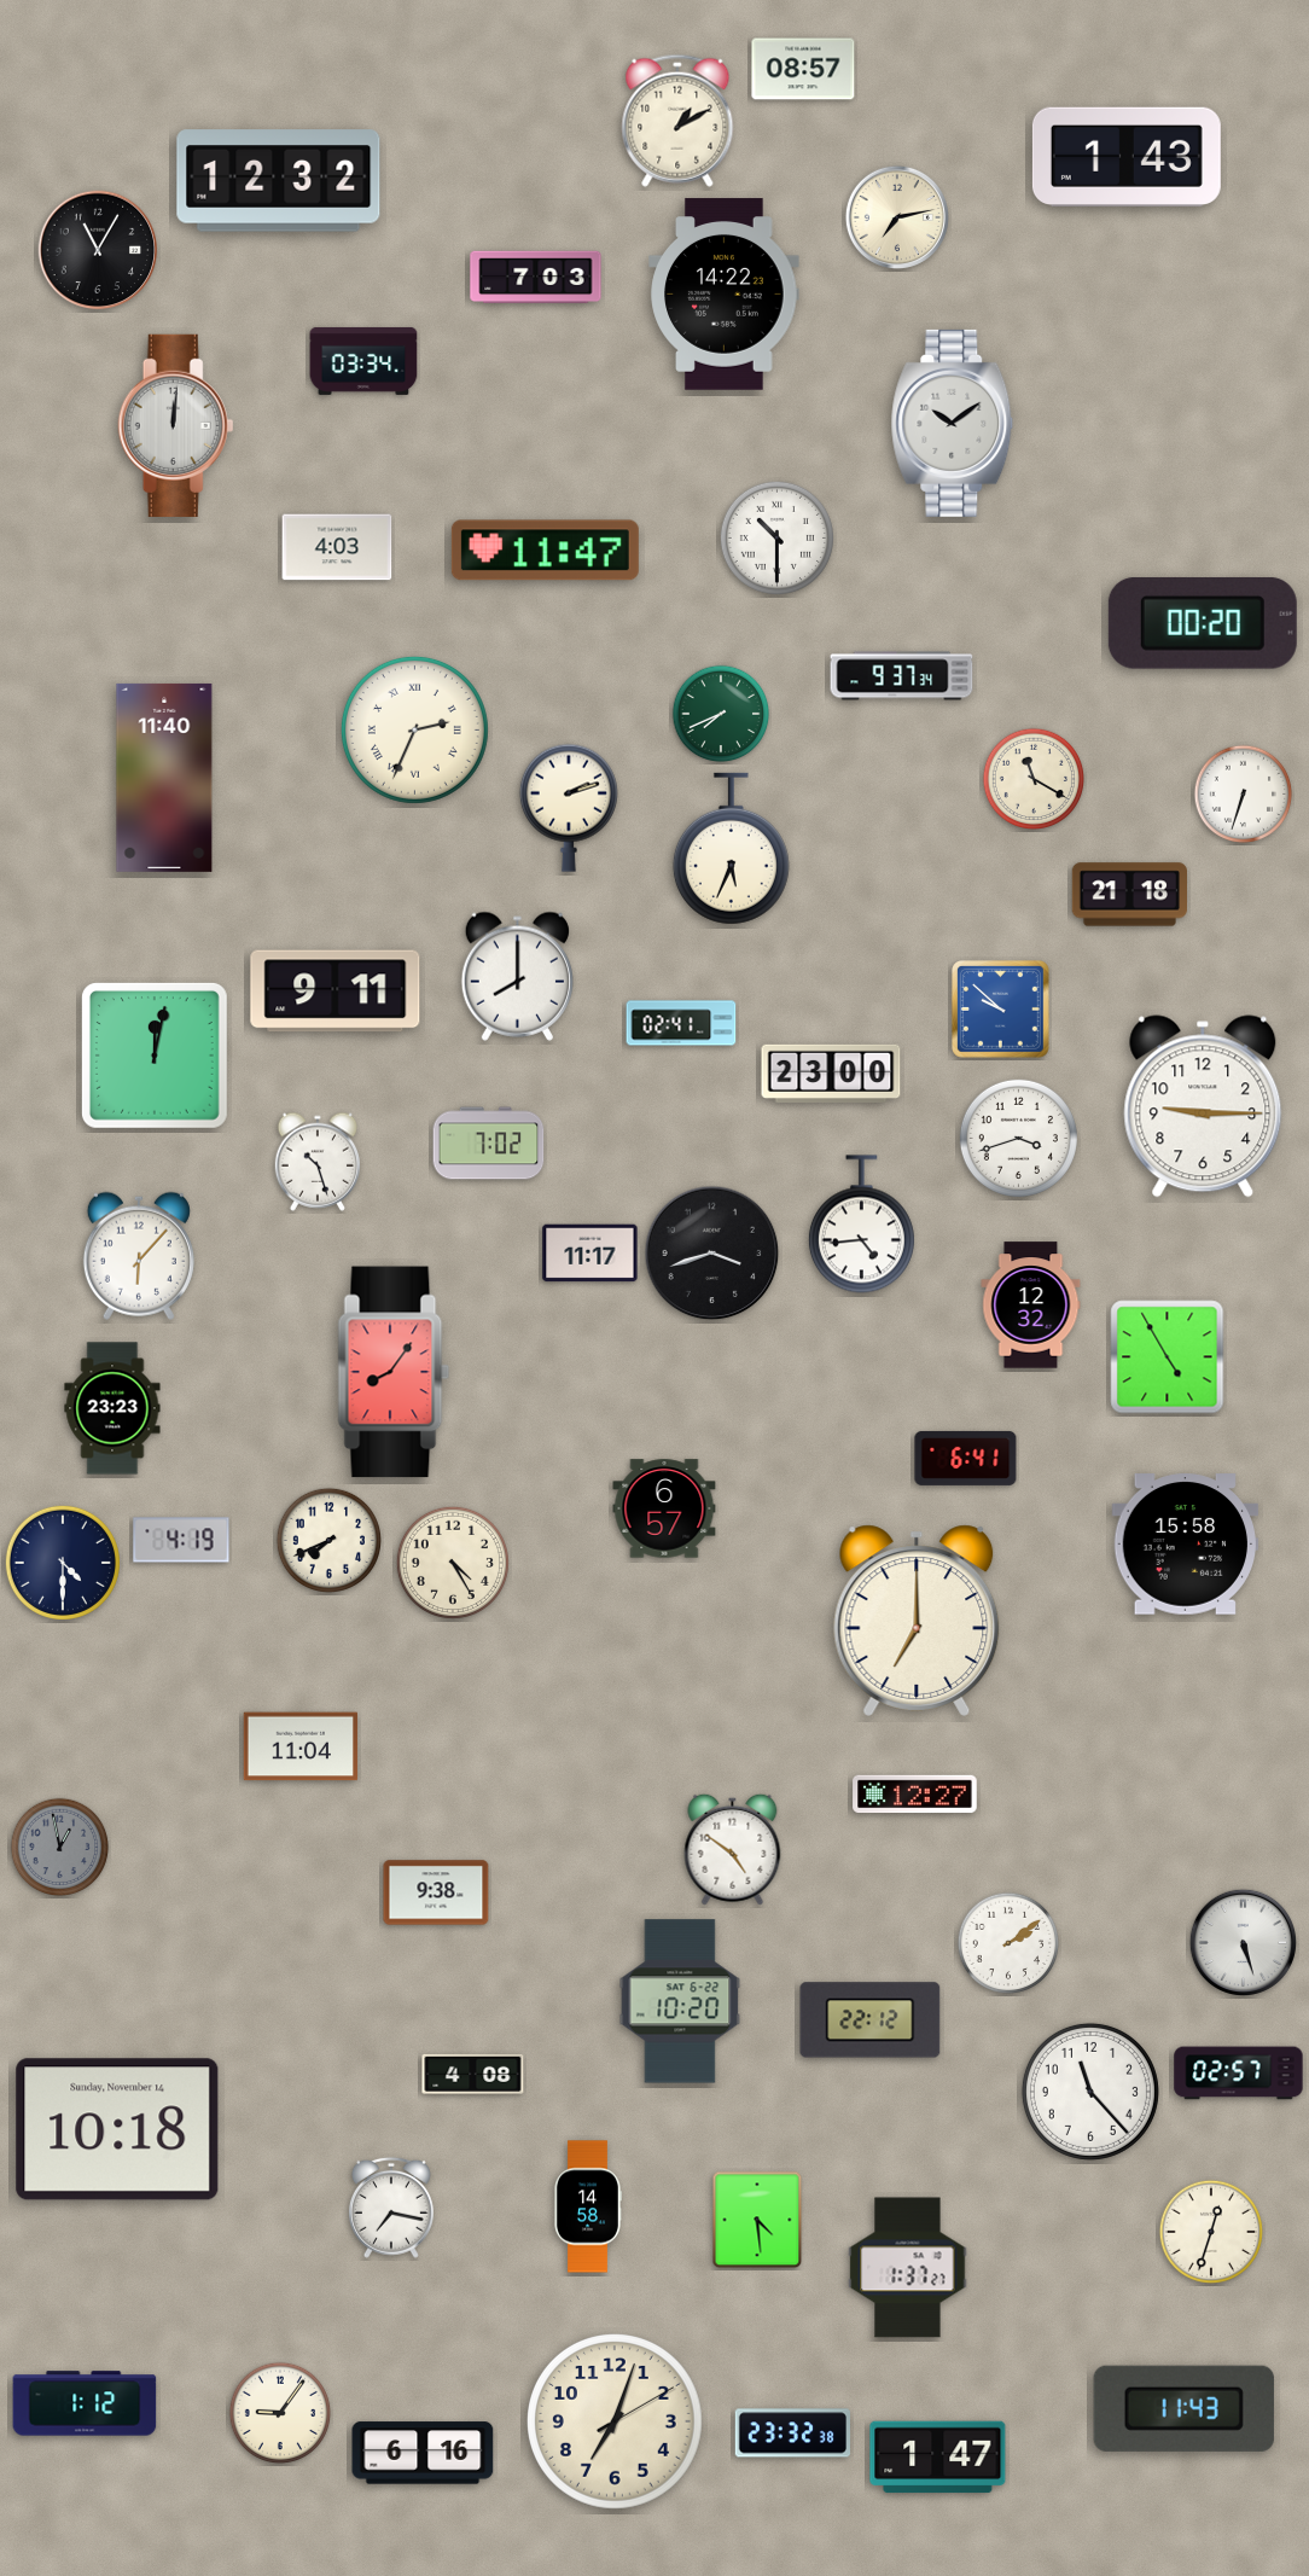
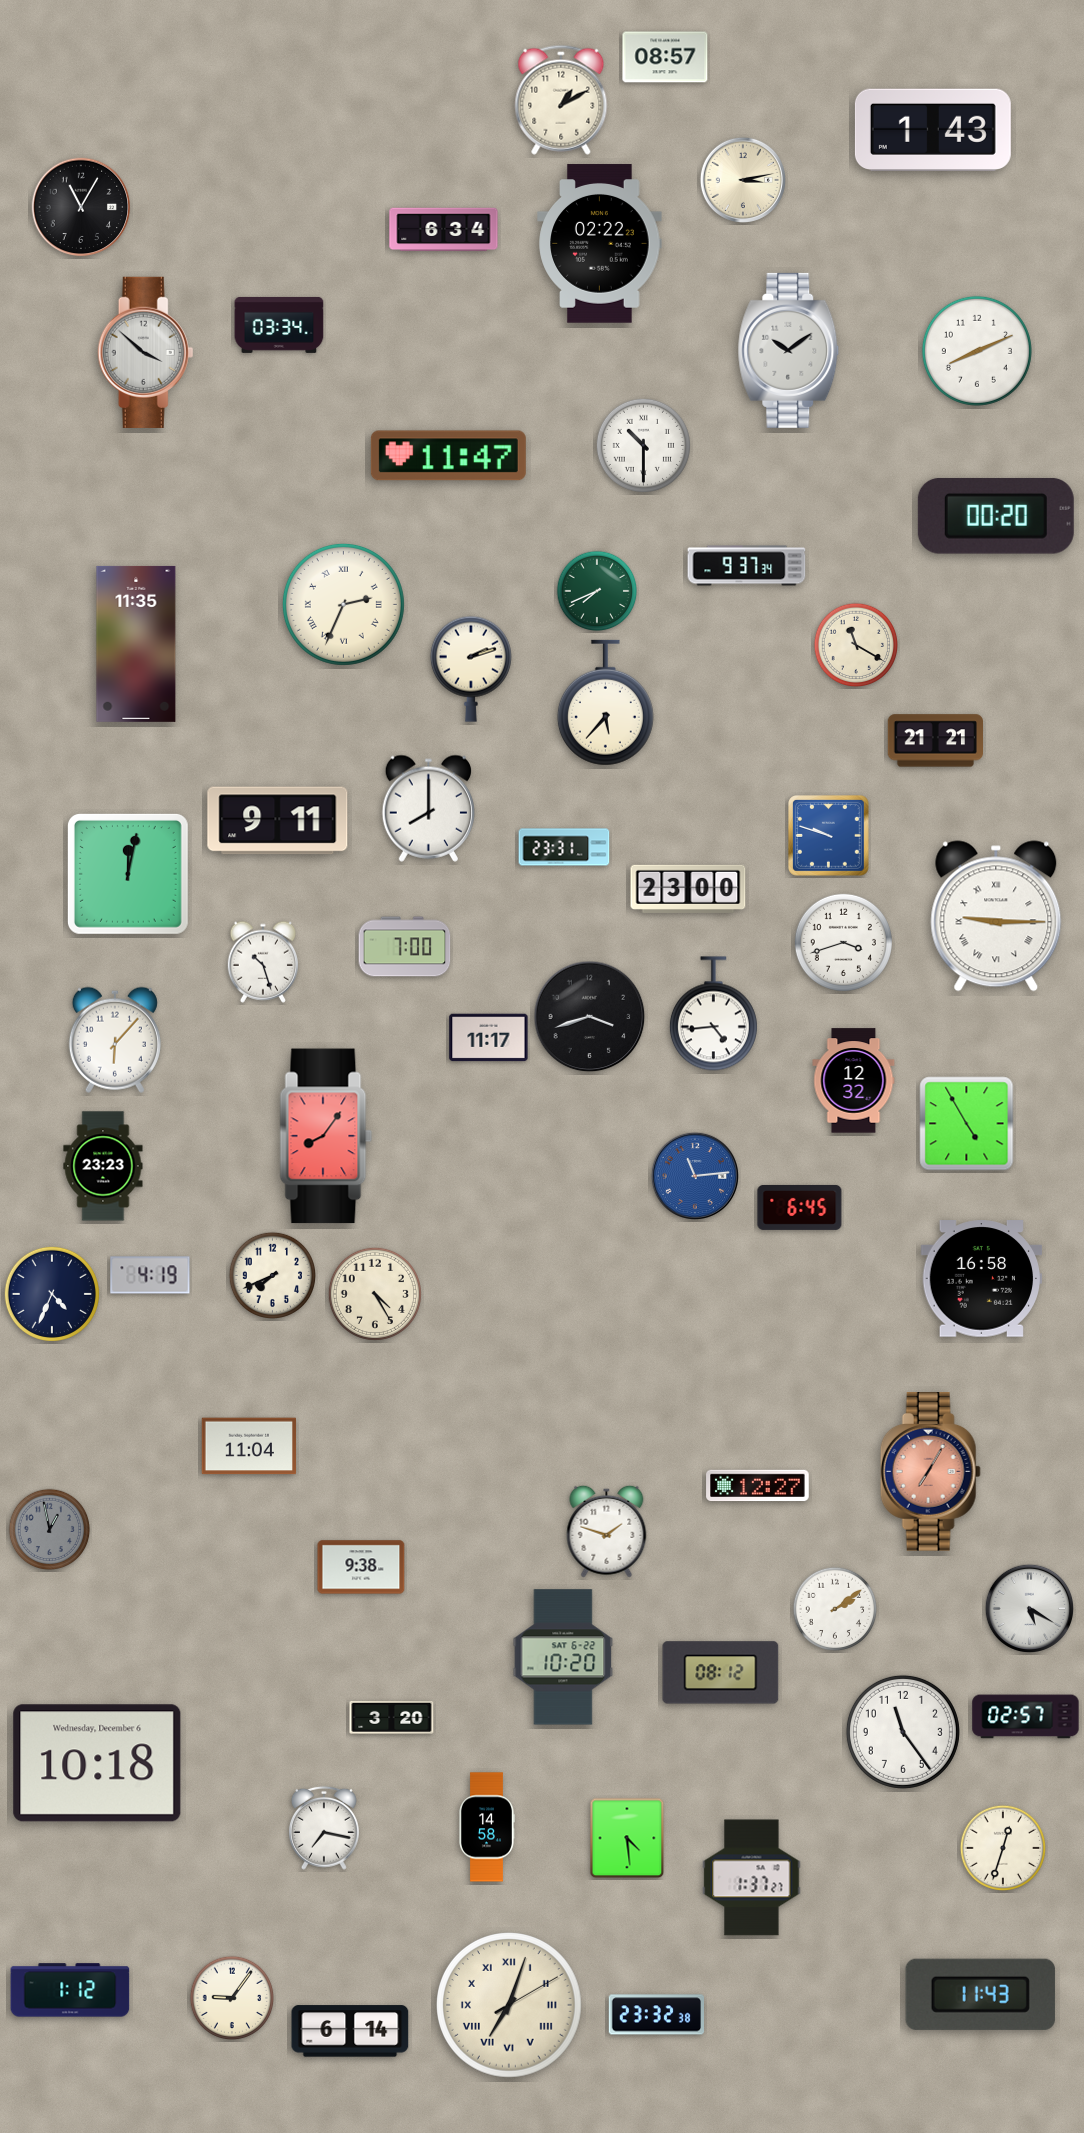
clock at (279, 181): 12:32 -> none
clock at (897, 217): 7:13 -> 3:13
clock at (536, 278): 7:03 -> 6:34
clock at (725, 295): 14:22 -> 02:22
clock at (363, 361) position: (363, 361) -> (279, 325)
clock at (977, 351): none -> 8:11
clock at (176, 425): 12:01 -> 3:52
clock at (337, 547): 4:03 -> none
clock at (545, 551) position: (545, 551) -> (448, 456)
clock at (902, 676) position: (902, 676) -> (747, 566)
clock at (164, 778): 11:40 -> 11:35
clock at (1244, 795): 6:33 -> none
clock at (731, 849): 5:34 -> 5:37
clock at (1129, 895): 21:18 -> 21:21
clock at (1001, 1010): 9:52 -> 9:48
clock at (681, 1023): 02:41 -> 23:31
clock at (1203, 1106) numerals: Arabic -> Roman
clock at (489, 1144): 7:02 -> 7:00
clock at (712, 1254) position: (712, 1254) -> (590, 1017)
clock at (112, 1408) position: (112, 1408) -> (103, 1166)
clock at (694, 1175): none -> 11:14
clock at (966, 1458): 6:41 -> 6:45
clock at (664, 1508): 6:57 -> none
clock at (1186, 1545): 15:58 -> 16:58
clock at (63, 1563): 4:30 -> 4:34
clock at (917, 1621): 7:00 -> none
clock at (930, 1472): none -> 7:05
clock at (733, 1849): 4:51 -> 1:48
clock at (1243, 1942): 5:27 -> 5:20
clock at (871, 2020): 22:12 -> 08:12
clock at (473, 2074): 4:08 -> 3:20
clock at (1090, 2092): 11:23 -> 11:24
clock at (117, 2129) date: Sunday, November 14 -> Wednesday, December 6
clock at (616, 2423) numerals: Arabic -> Roman
clock at (423, 2453): 6:16 -> 6:14
clock at (938, 2458): 1:47 -> none
